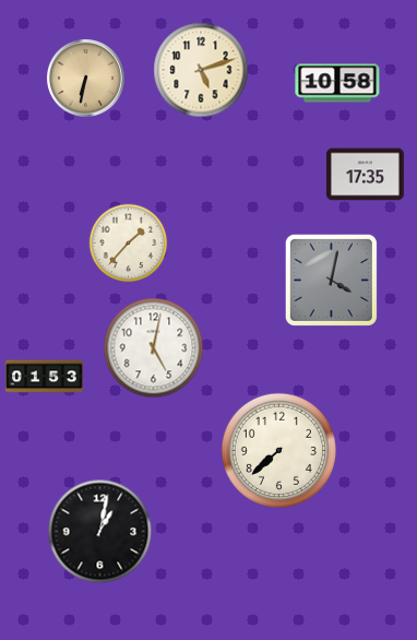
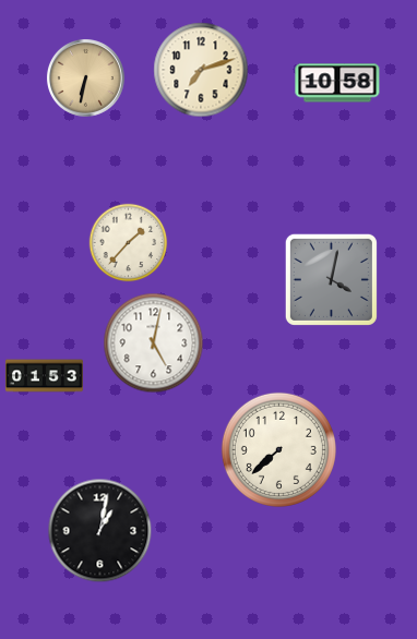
clock at (201, 70): 5:12 -> 7:12
clock at (365, 175): 17:35 -> none
clock at (154, 348) position: (154, 348) -> (154, 343)
